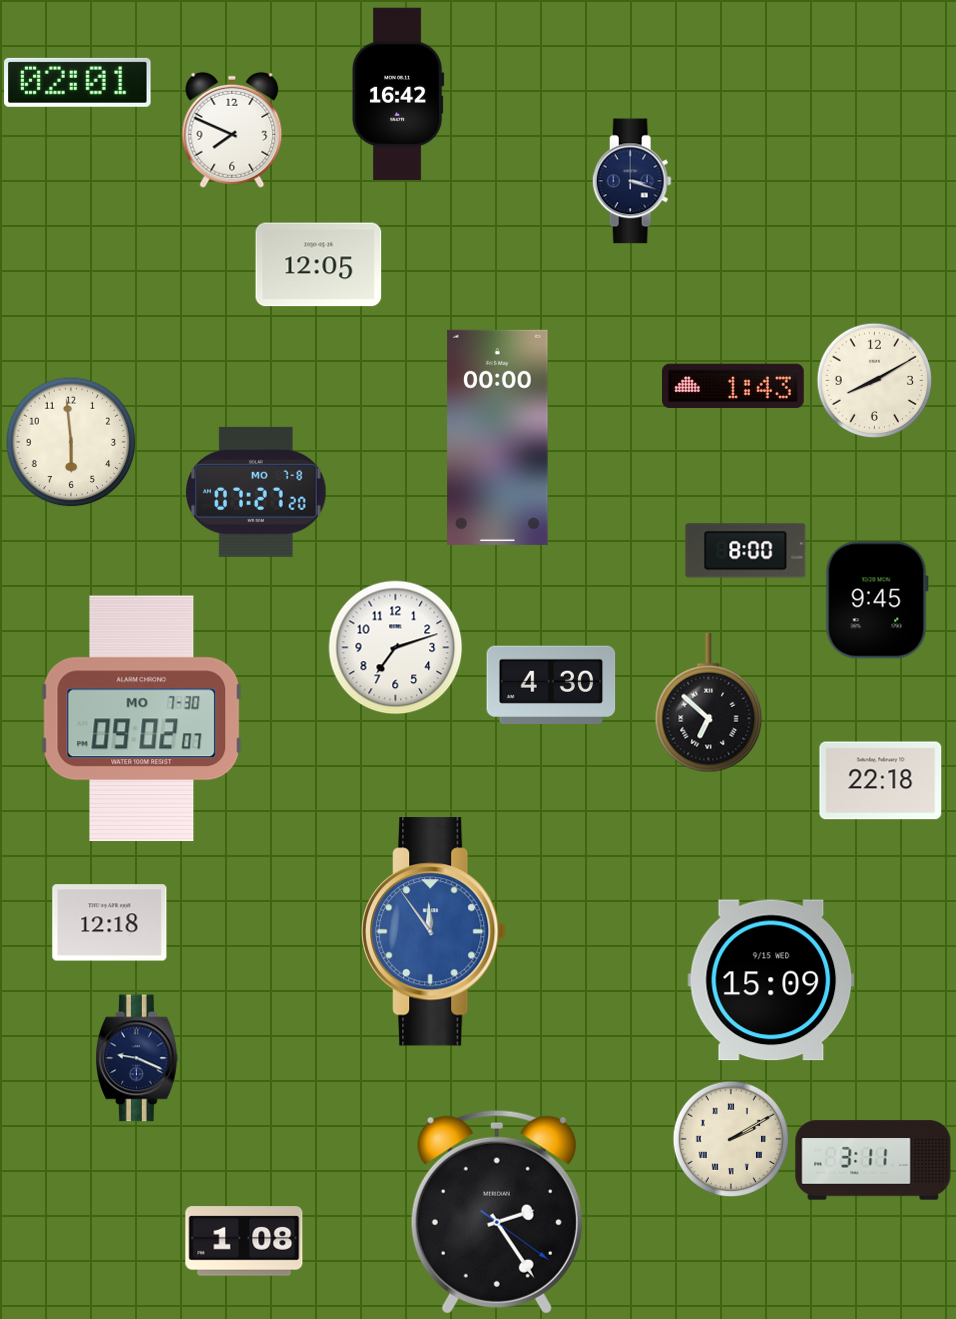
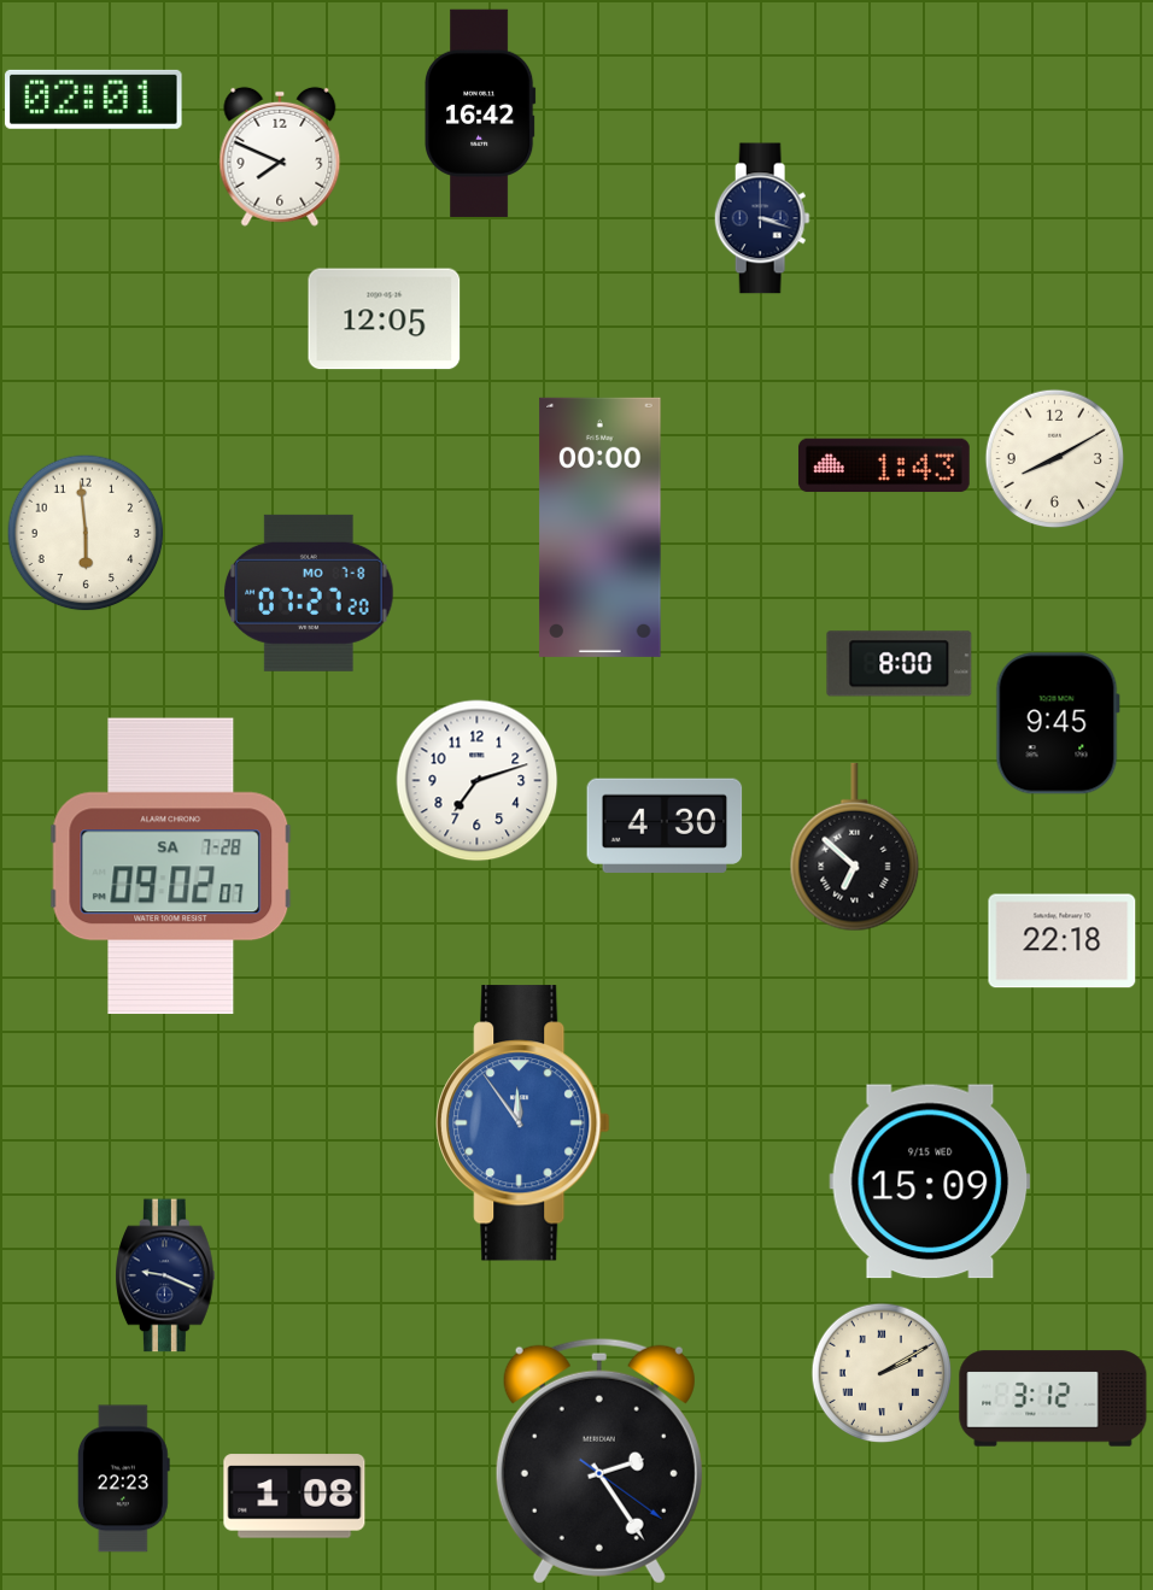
clock at (142, 719) date: MO 7-30 -> SA 7-28
clock at (110, 923): 12:18 -> none
clock at (873, 1160): 3:11 -> 3:12
clock at (123, 1479): none -> 22:23
